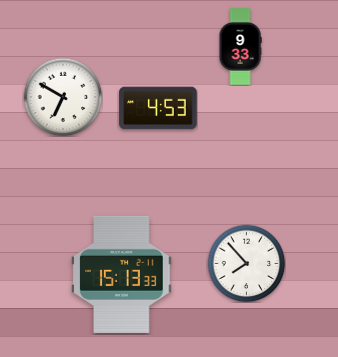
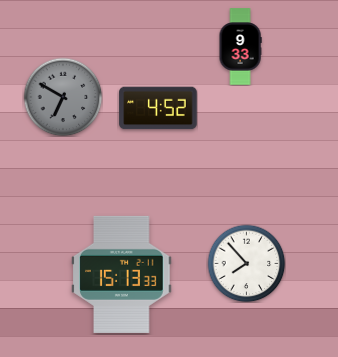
clock at (63, 97) dial: white -> grey
clock at (158, 108): 4:53 -> 4:52
